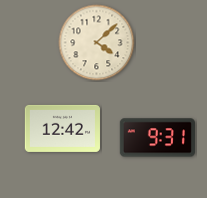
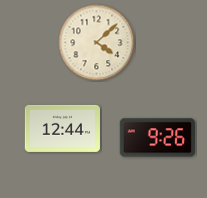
clock at (62, 128): 12:42 -> 12:44
clock at (157, 138): 9:31 -> 9:26
